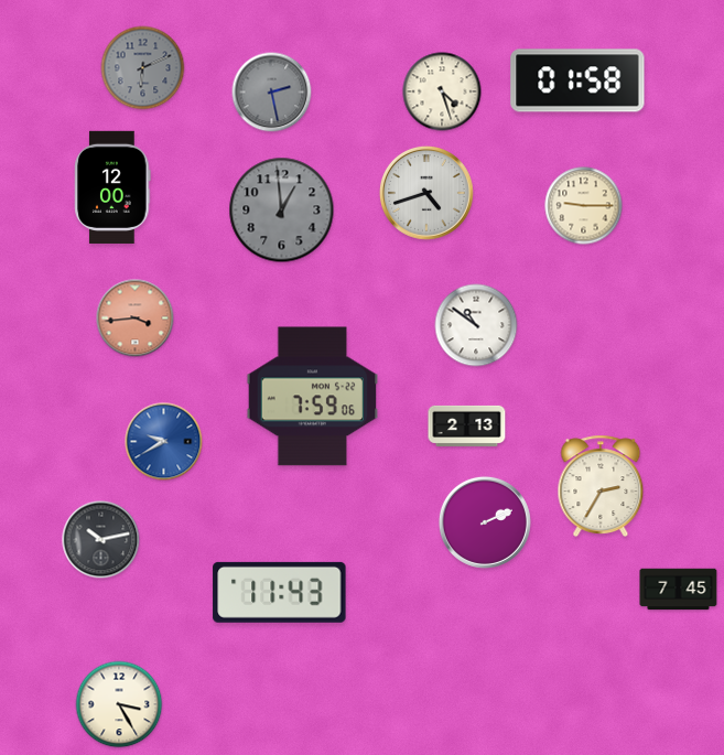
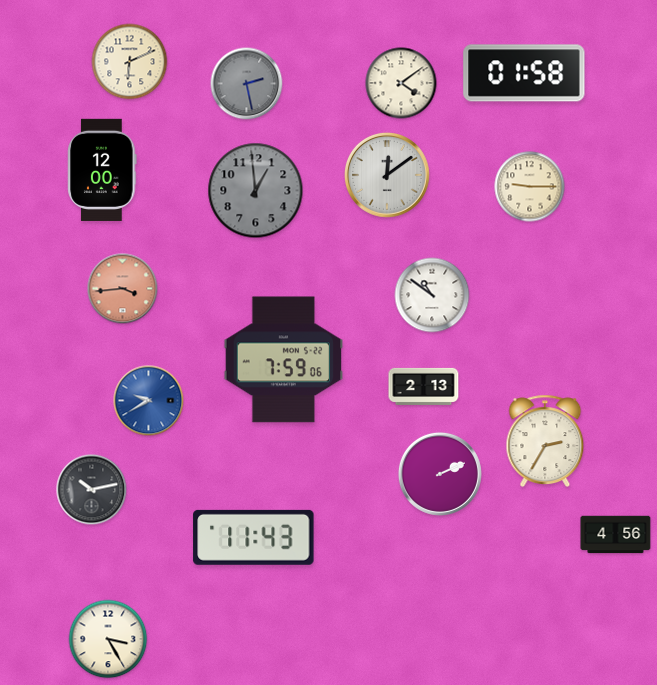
clock at (143, 68) dial: grey -> cream
clock at (442, 91): 4:27 -> 4:09
clock at (426, 193): 4:42 -> 12:09
clock at (679, 590): 7:45 -> 4:56
